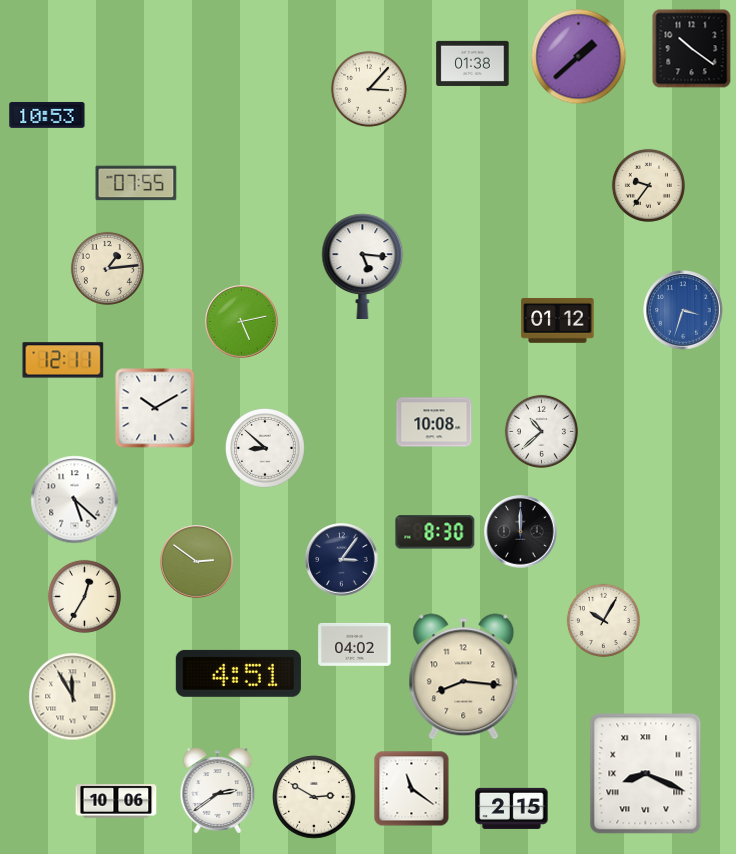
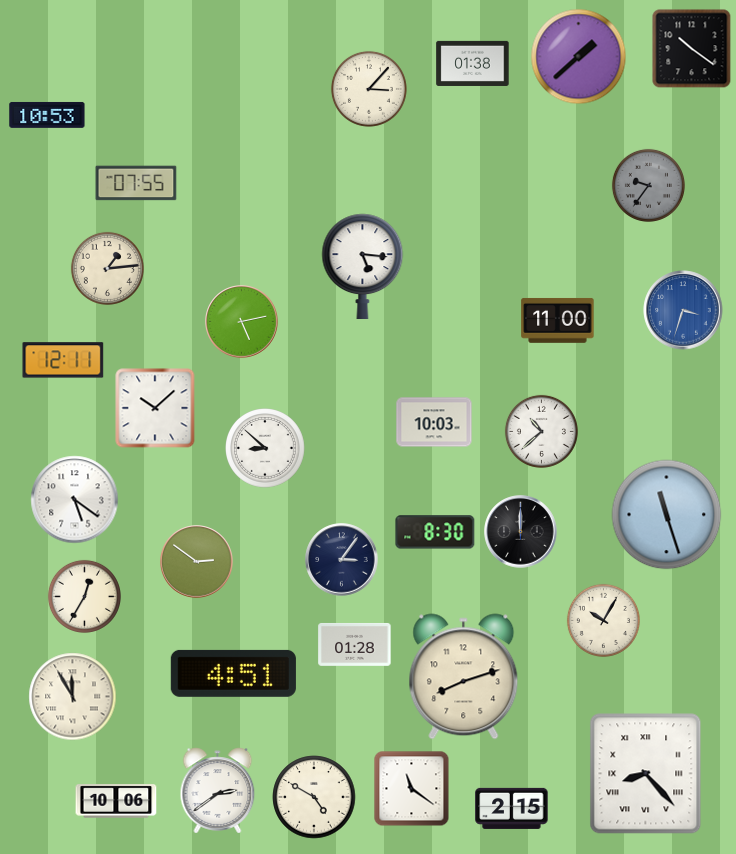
clock at (648, 185) dial: cream -> grey
clock at (558, 320): 01:12 -> 11:00
clock at (155, 408): 10:10 -> 10:08
clock at (434, 422): 10:08 -> 10:03
clock at (75, 500): 5:22 -> 5:21
clock at (667, 515): none -> 11:27
clock at (355, 645): 04:02 -> 01:28
clock at (238, 673) position: (238, 673) -> (233, 673)
clock at (464, 677): 8:16 -> 8:12
clock at (646, 774): 8:19 -> 8:23
clock at (314, 797): 2:50 -> 4:50
